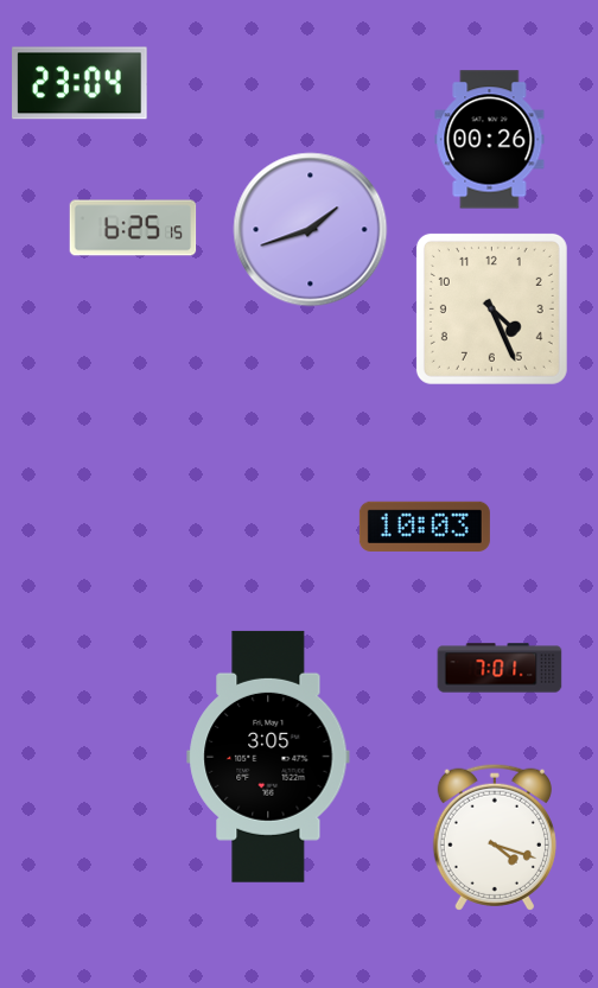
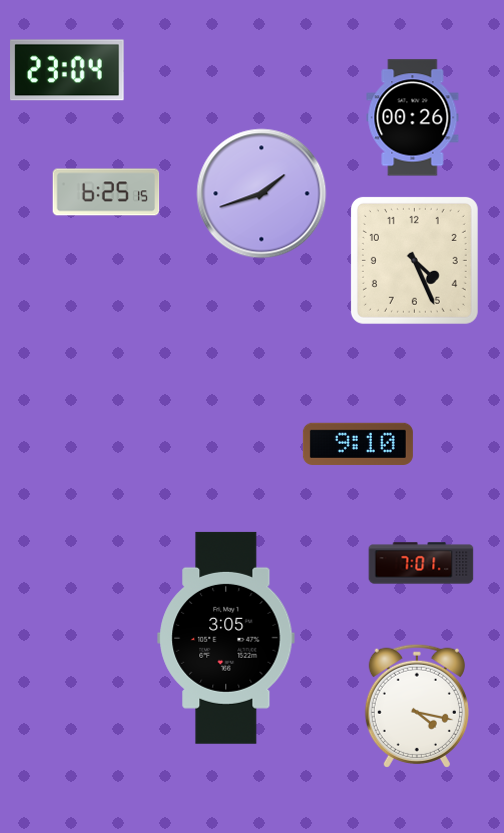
clock at (133, 228) position: (133, 228) -> (106, 192)
clock at (425, 527): 10:03 -> 9:10
clock at (495, 837): 4:18 -> 4:17
